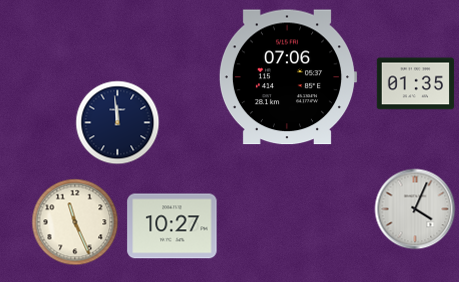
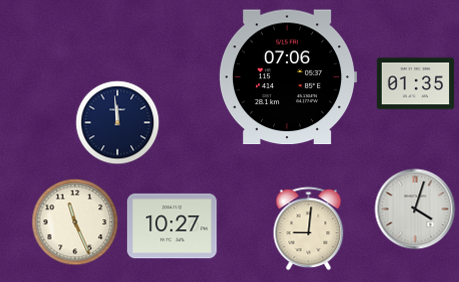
clock at (415, 209): 4:04 -> 4:03
clock at (309, 229): none -> 9:01
